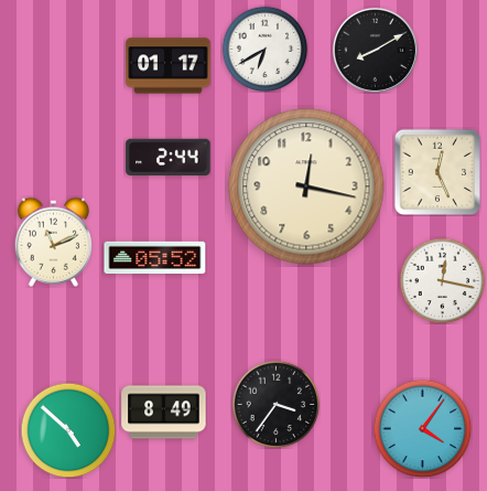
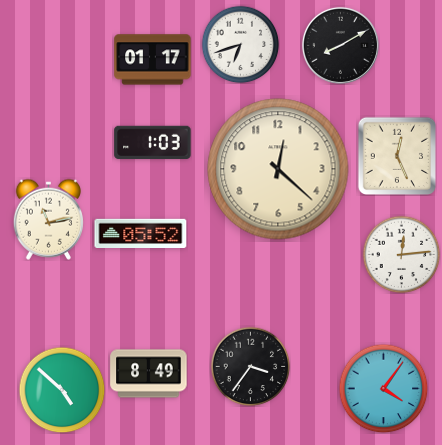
clock at (264, 49): 6:40 -> 6:42
clock at (169, 158): 2:44 -> 1:03
clock at (306, 186): 12:17 -> 12:22
clock at (53, 242): 11:11 -> 11:13
clock at (442, 280): 12:17 -> 12:14
